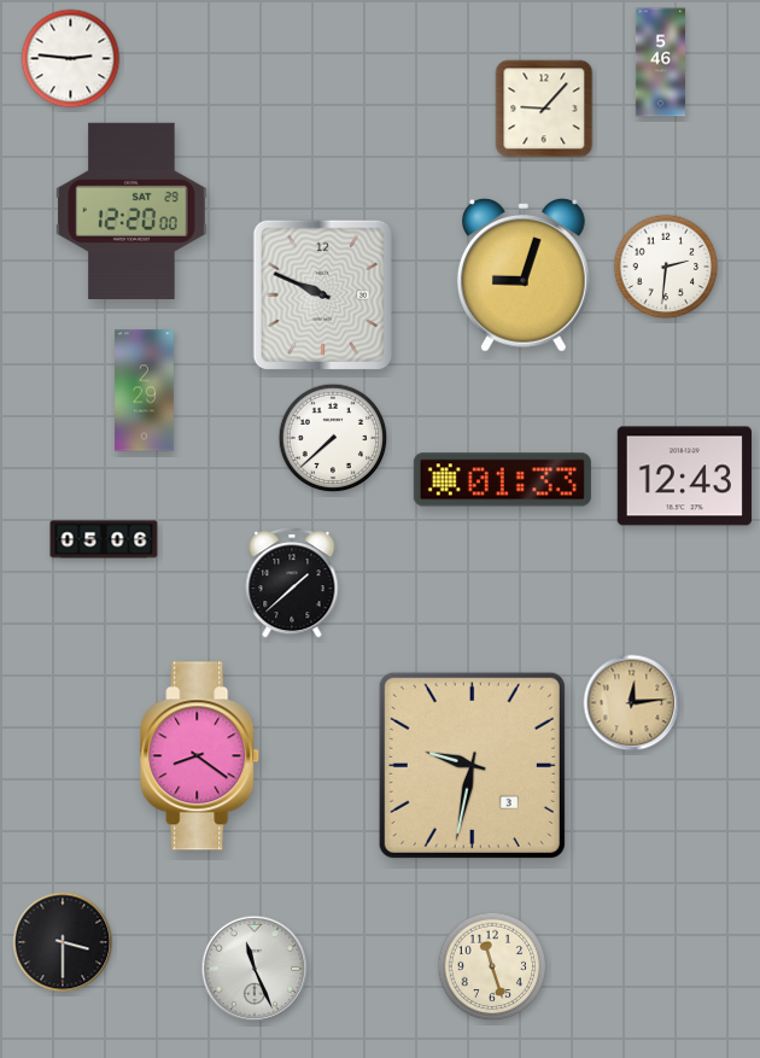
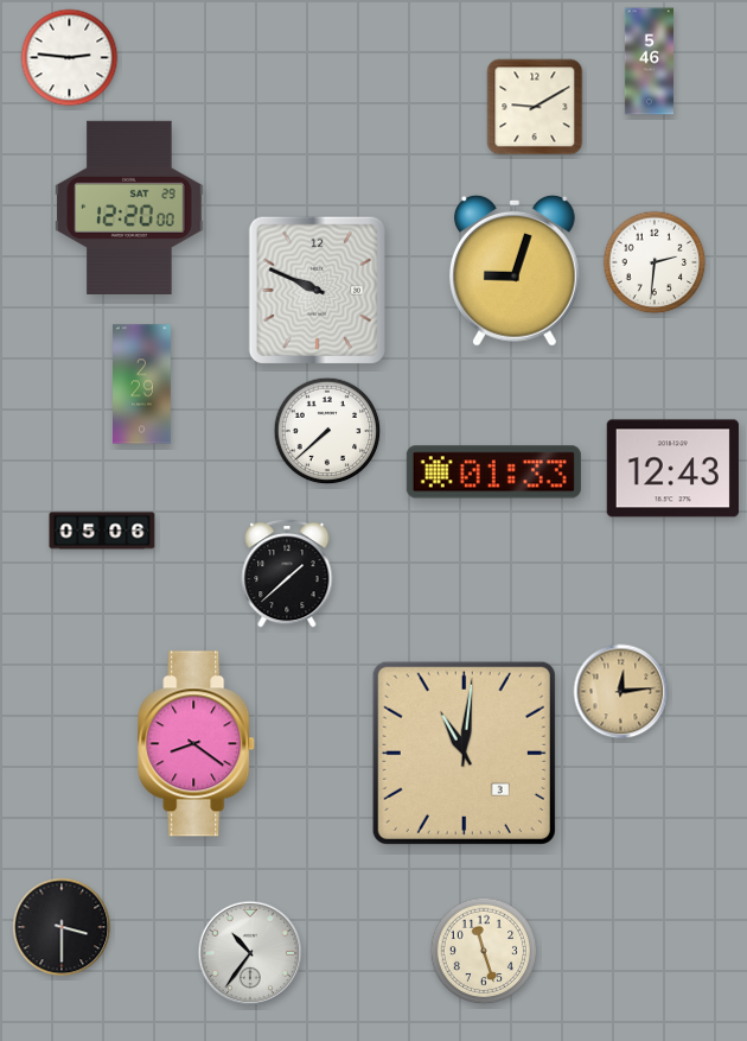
clock at (544, 109): 9:07 -> 9:10
clock at (472, 765): 9:32 -> 11:01
clock at (255, 969): 11:26 -> 10:36
